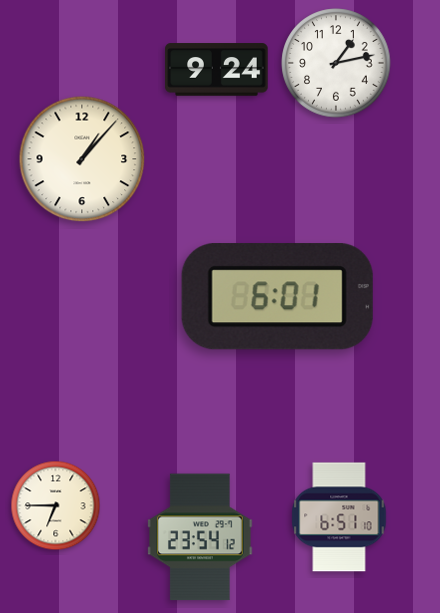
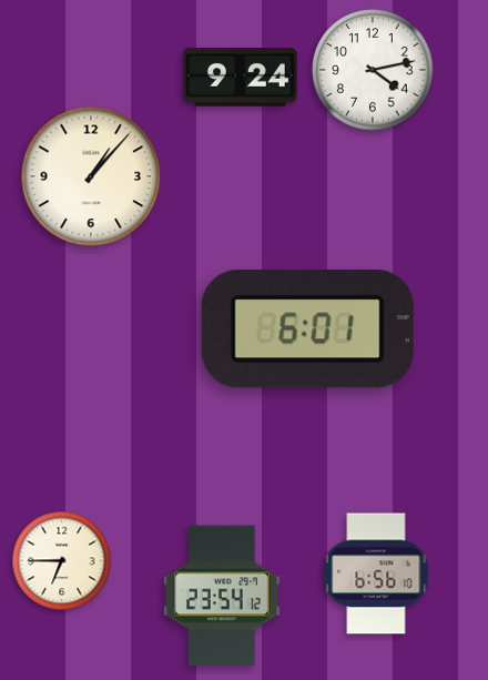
clock at (336, 63): 1:13 -> 4:13
clock at (339, 517): 6:51 -> 6:56
